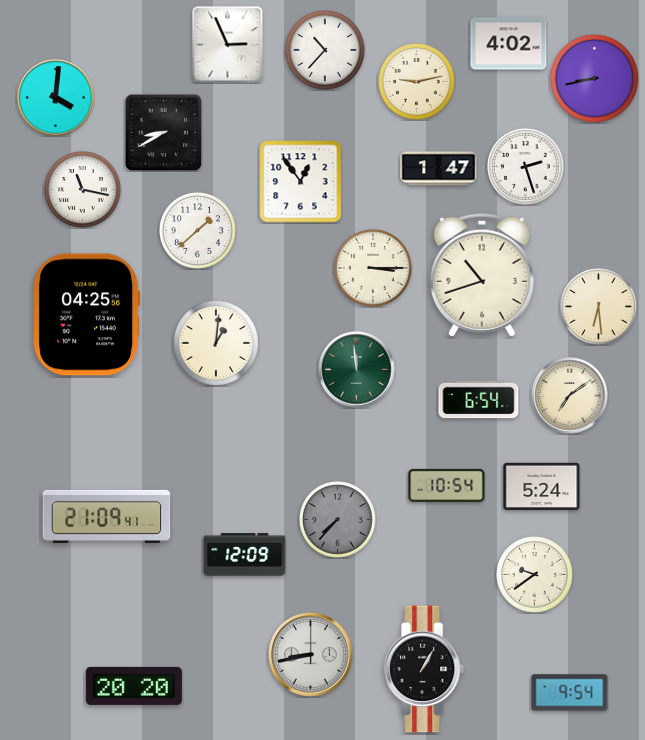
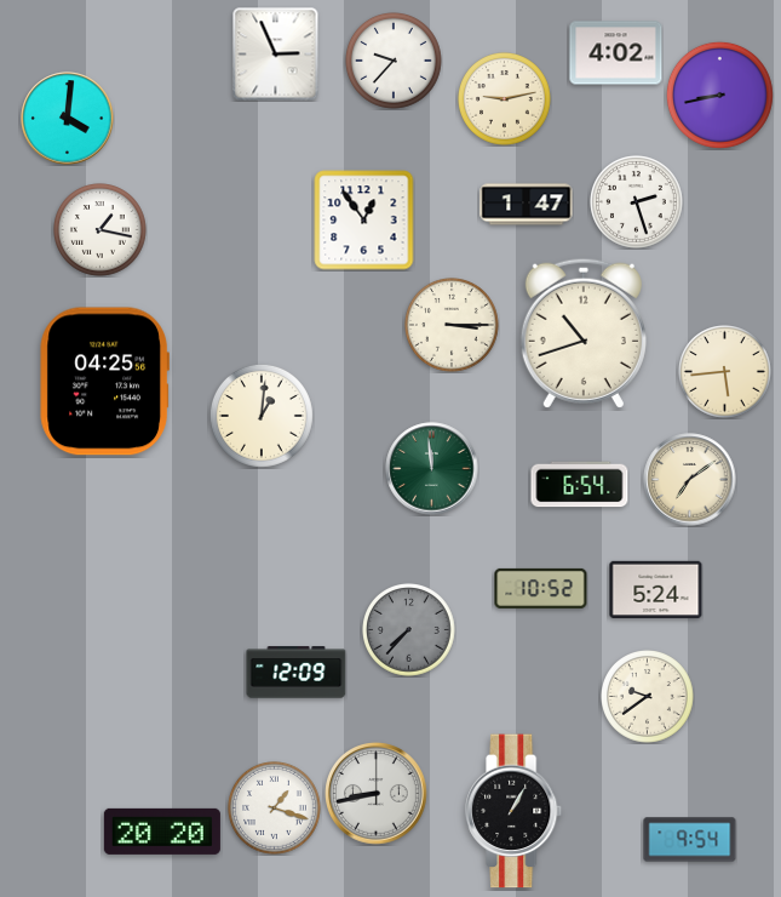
clock at (326, 51): 10:37 -> 9:37
clock at (163, 132): 8:40 -> none
clock at (439, 169) position: (439, 169) -> (527, 205)
clock at (83, 190): 11:17 -> 1:17
clock at (198, 231): 1:38 -> none
clock at (599, 307): 6:29 -> 5:44
clock at (357, 370) position: (357, 370) -> (432, 469)
clock at (447, 485): 10:54 -> 10:52
clock at (107, 516): 21:09 -> none
clock at (275, 809): none -> 1:18
